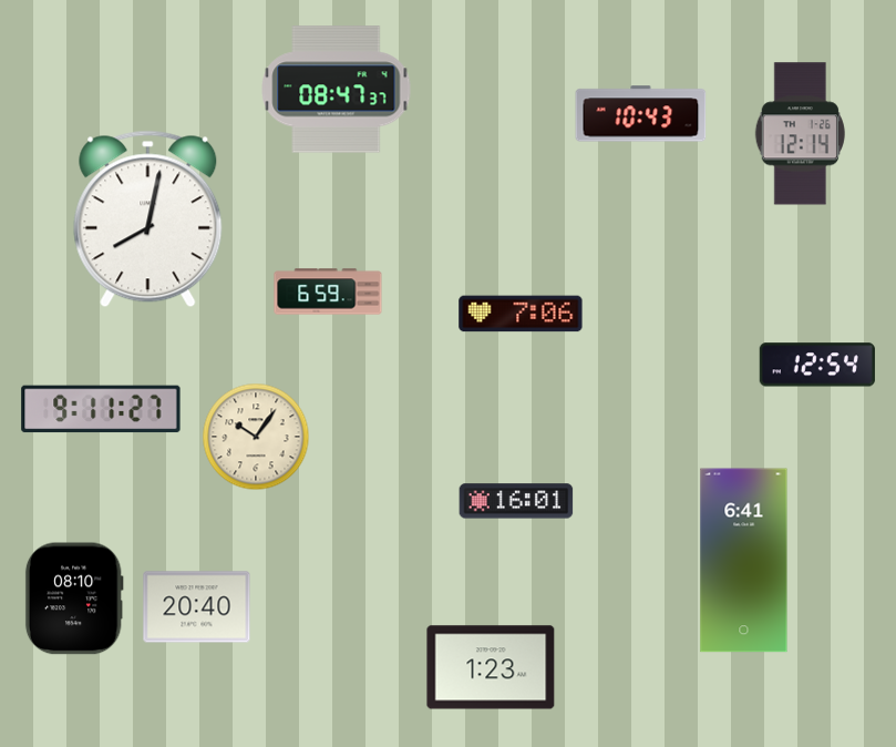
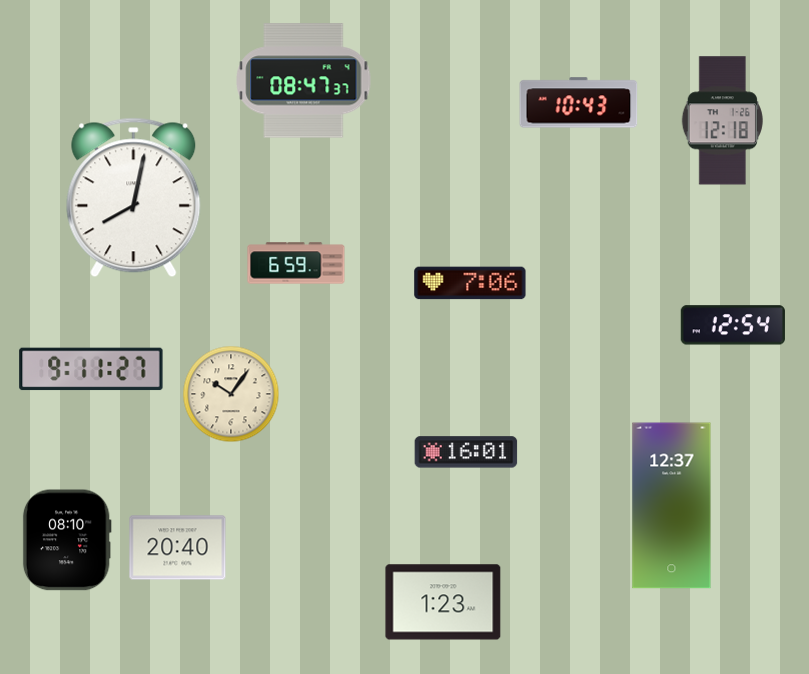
clock at (800, 134): 12:14 -> 12:18
clock at (817, 365) position: (817, 365) -> (733, 325)
clock at (744, 561): 6:41 -> 12:37
